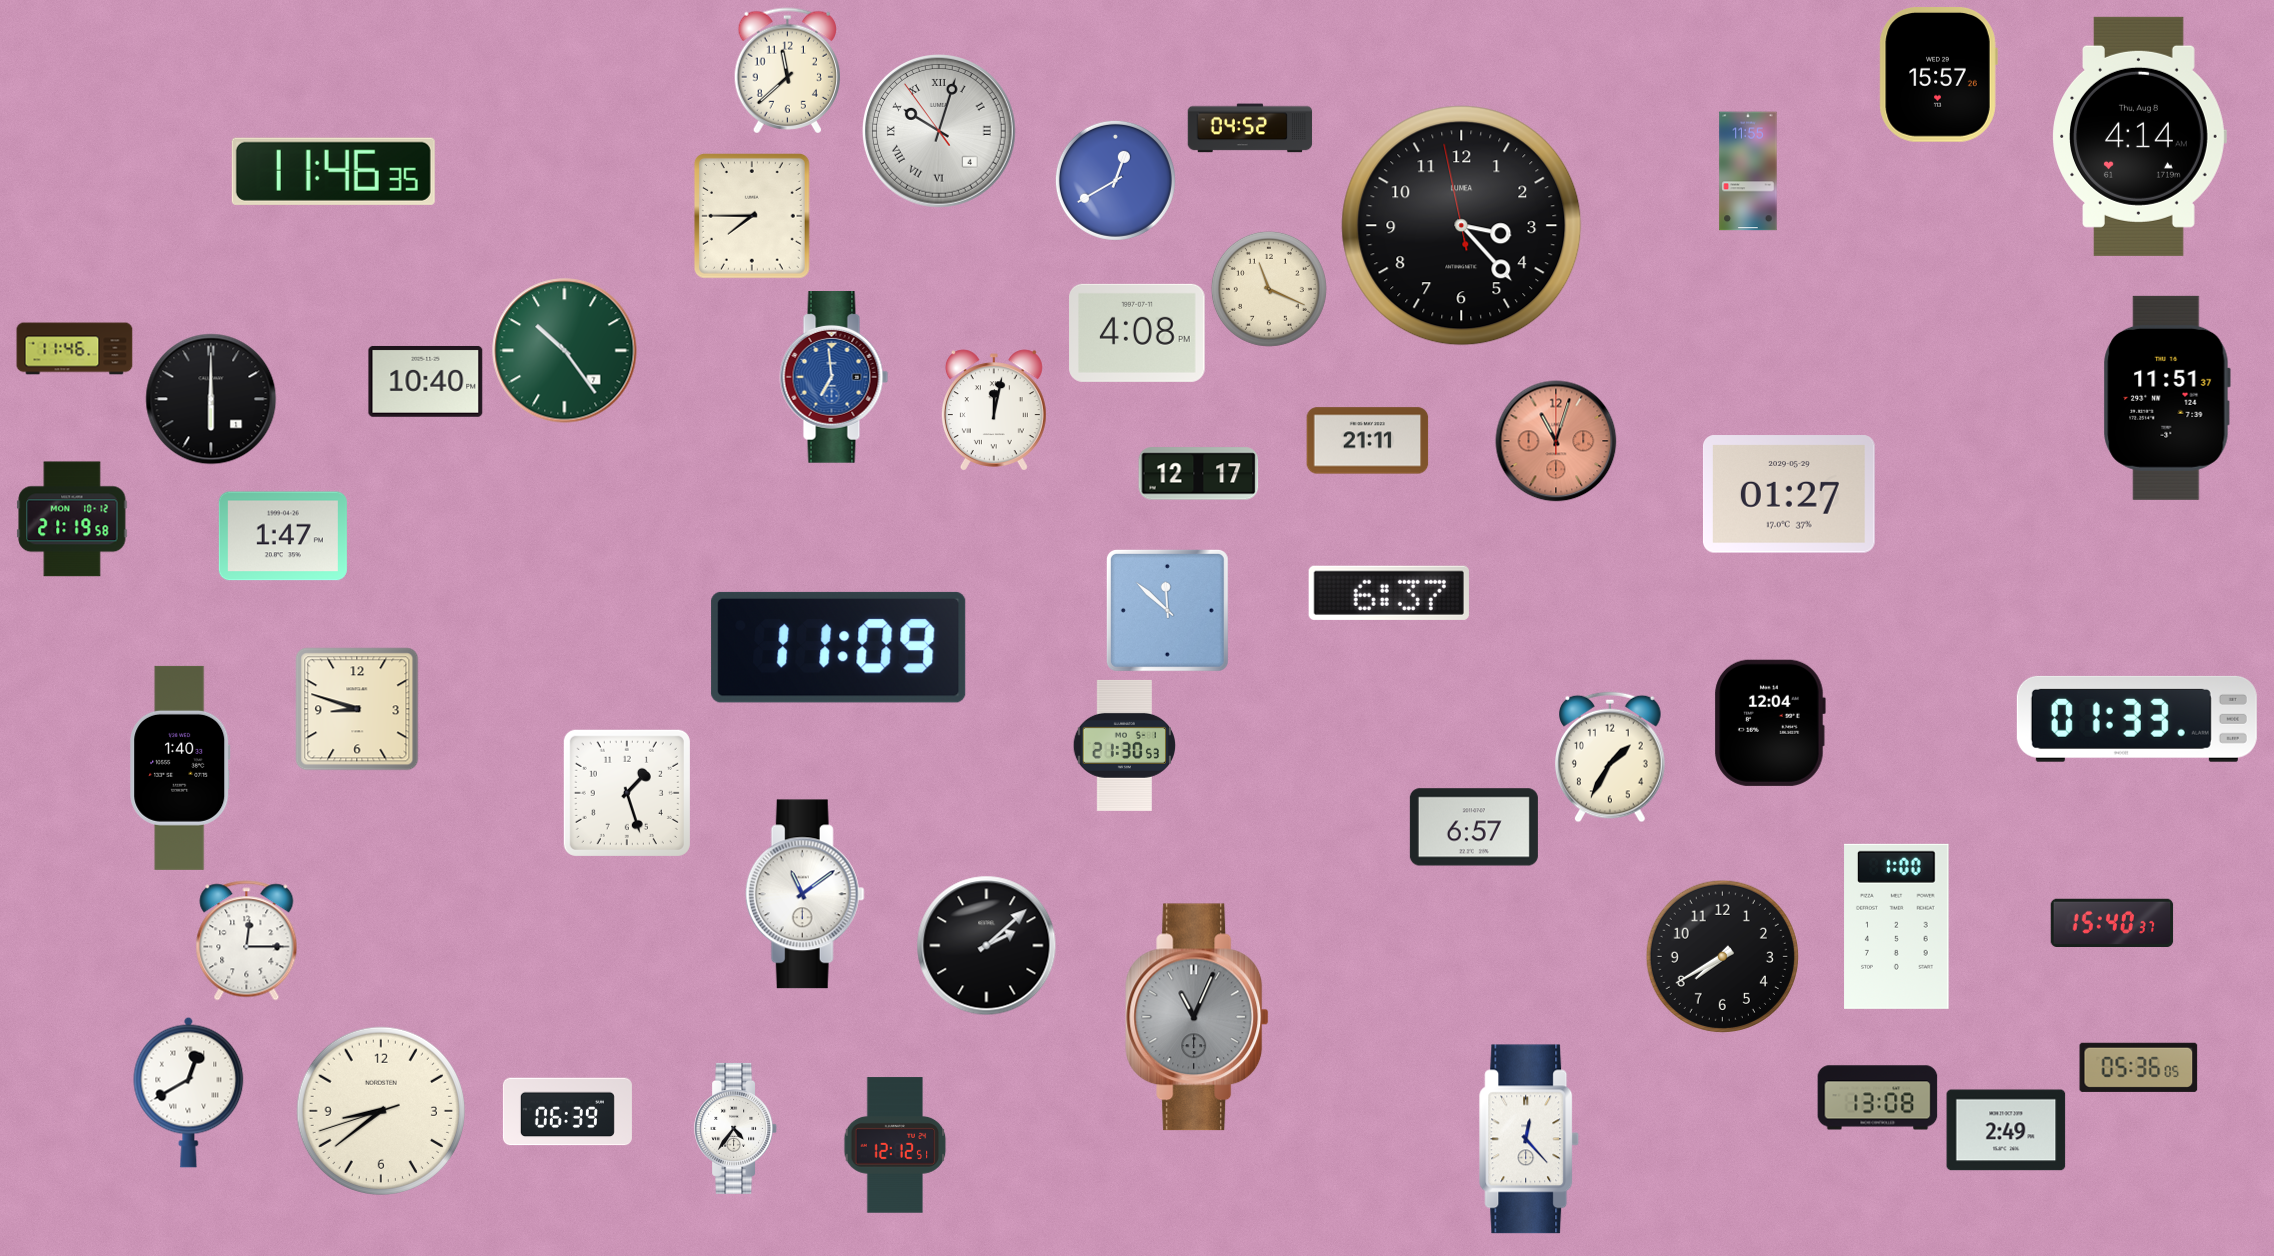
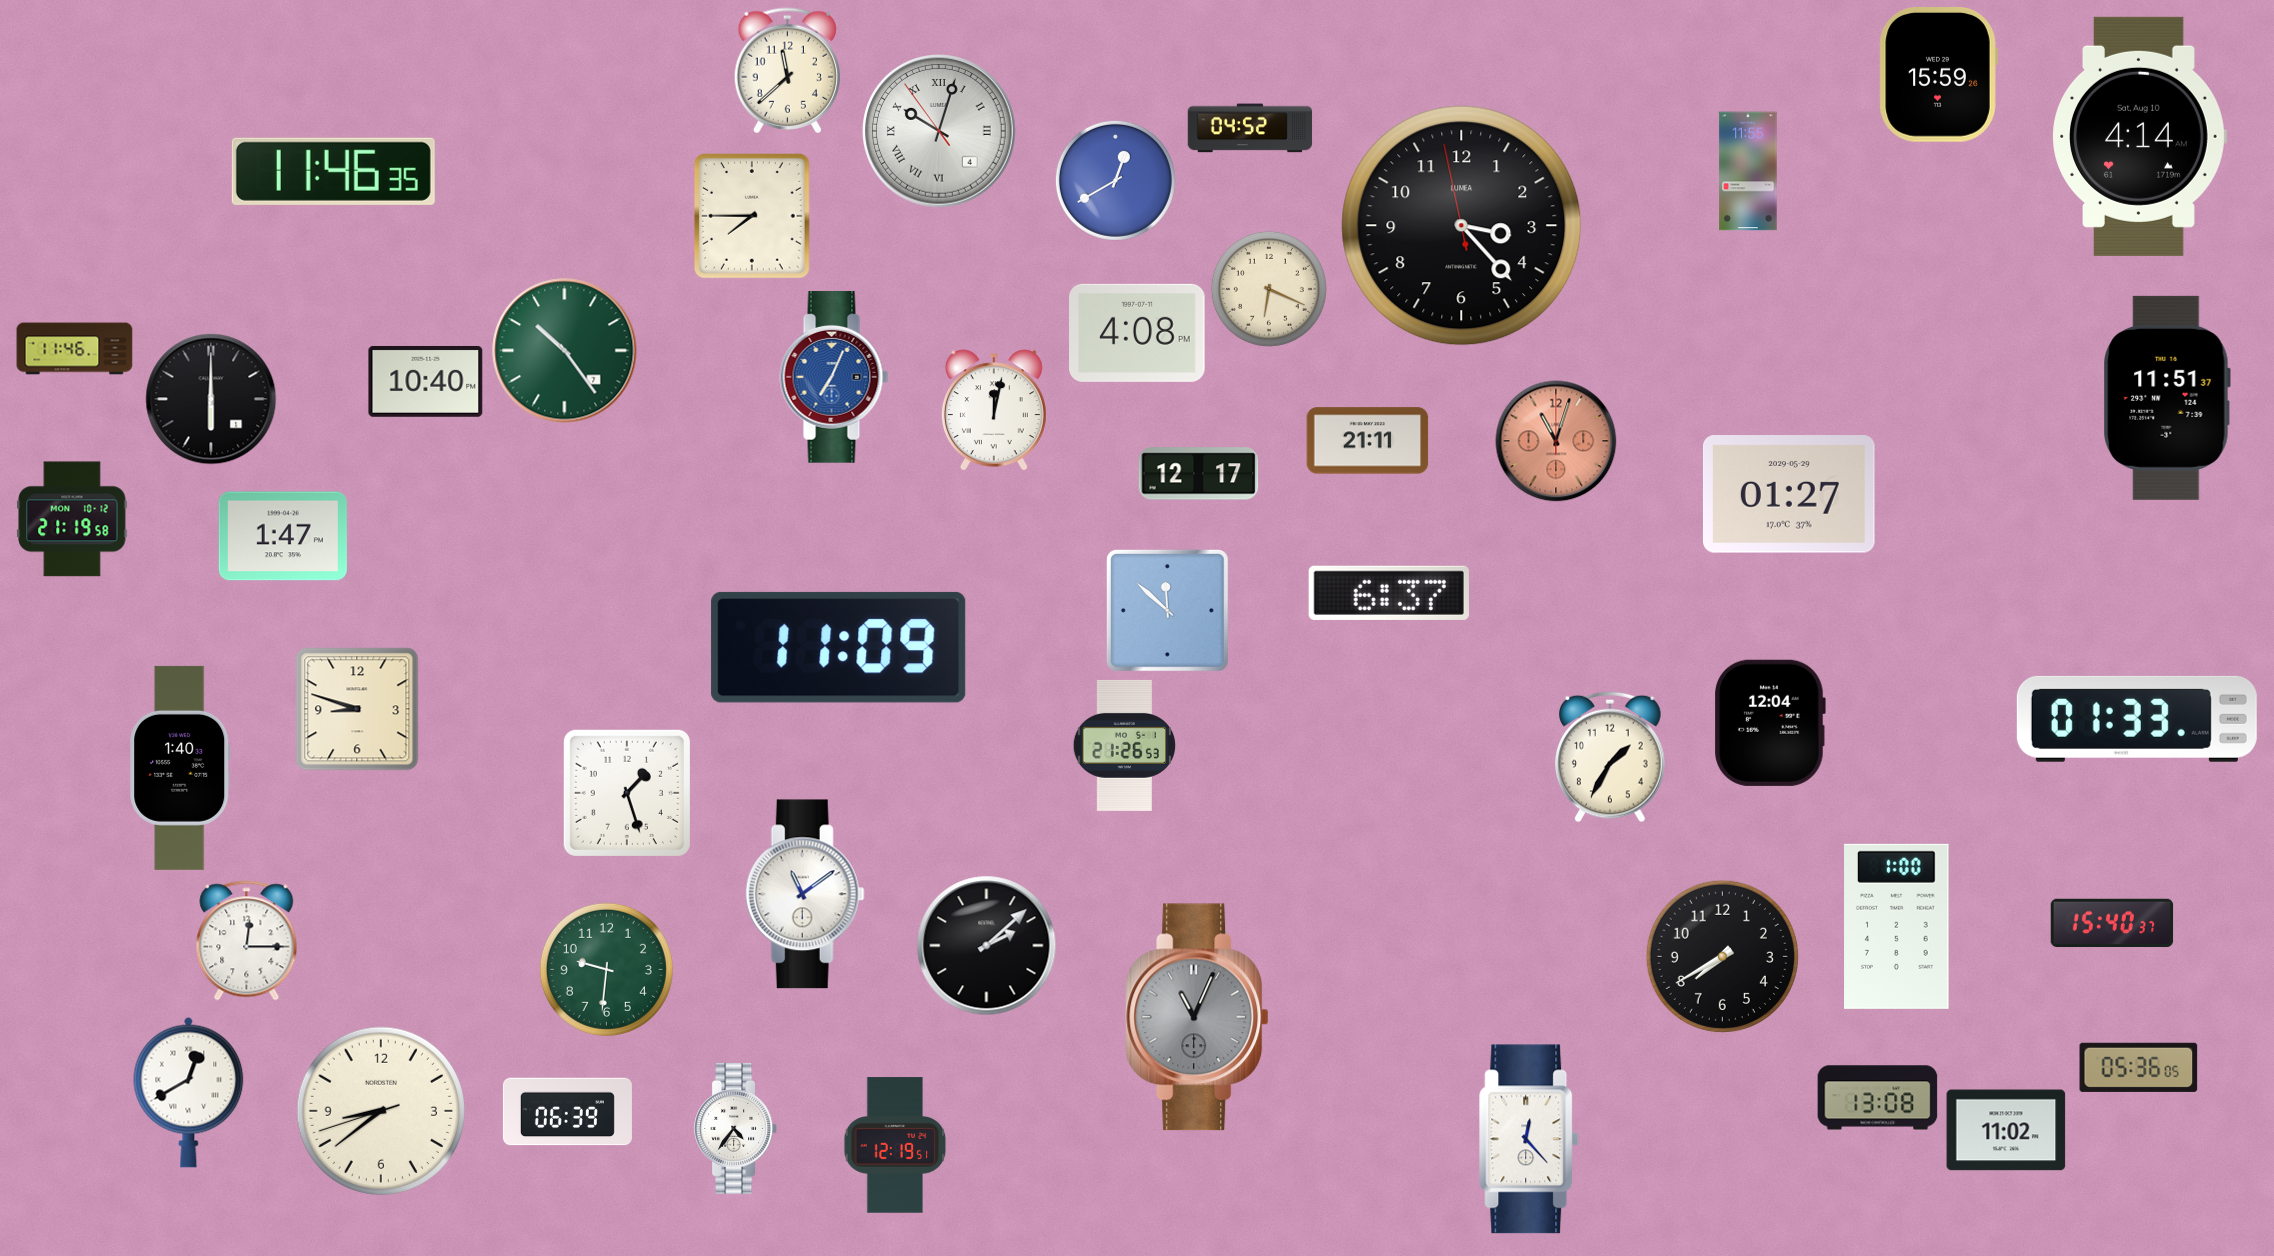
clock at (1938, 75): 15:57 -> 15:59
clock at (2139, 136) date: Thu, Aug 8 -> Sat, Aug 10
clock at (1269, 289): 11:19 -> 6:19
clock at (834, 378): 6:59 -> 7:04
clock at (1124, 745): 21:30 -> 21:26
clock at (1474, 827): 6:57 -> none
clock at (606, 969): none -> 9:31
clock at (2006, 1130): 2:49 -> 11:02
clock at (895, 1145): 12:12 -> 12:19
